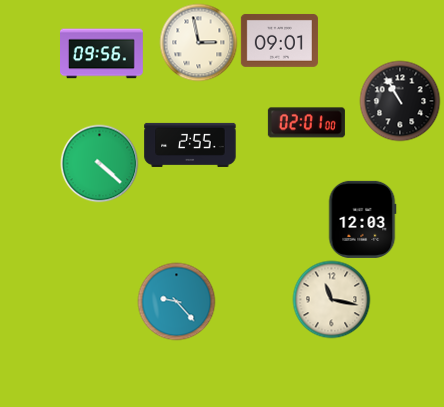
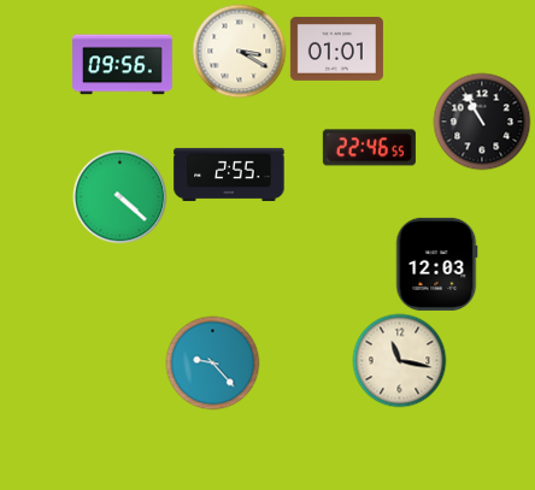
clock at (279, 40): 09:01 -> 01:01
clock at (198, 42): 2:58 -> 3:20
clock at (306, 123): 02:01 -> 22:46
